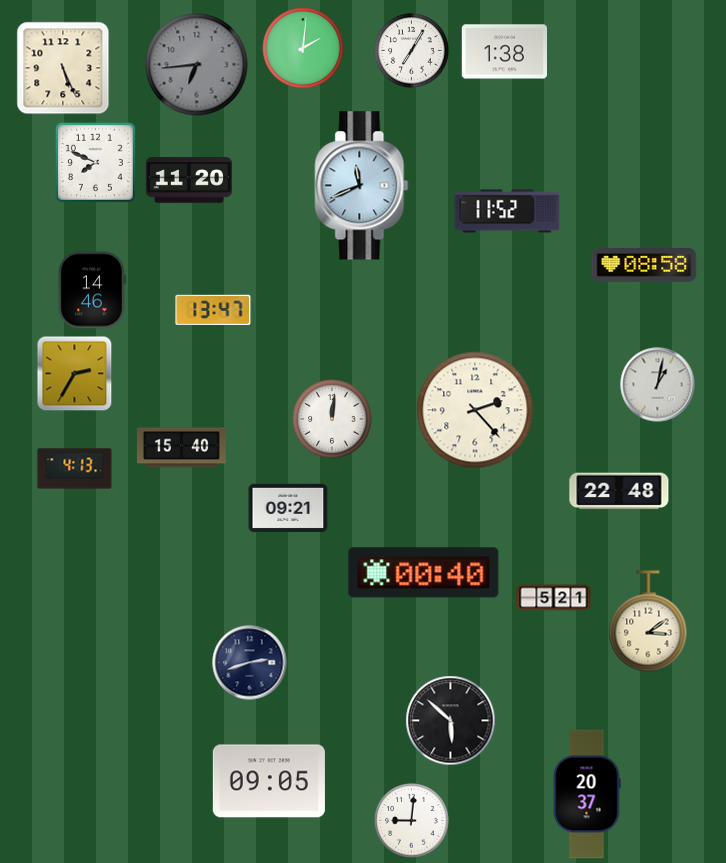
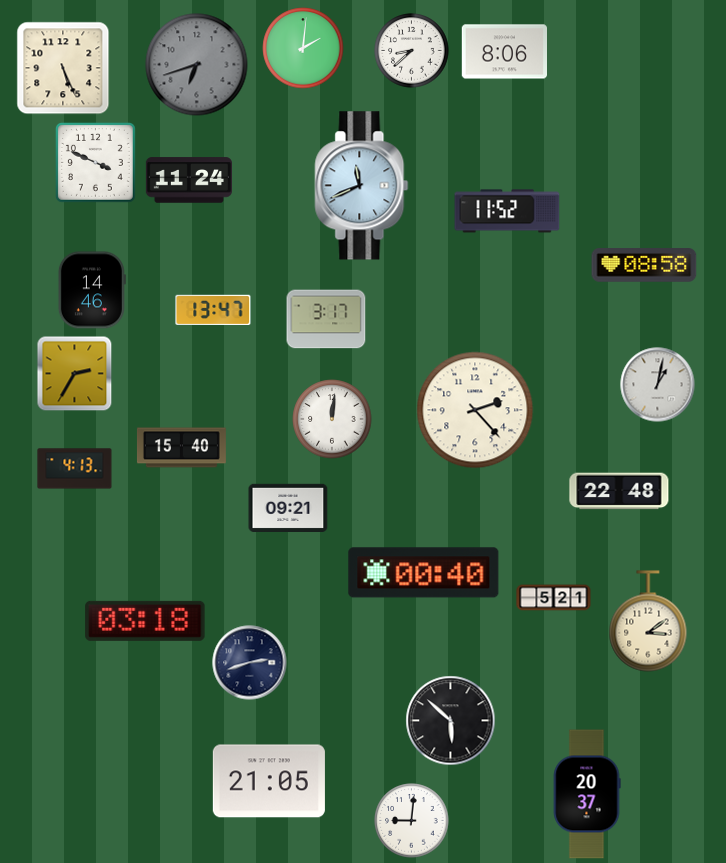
clock at (412, 51): 7:05 -> 8:38
clock at (504, 52): 1:38 -> 8:06
clock at (197, 65): 6:44 -> 6:42
clock at (96, 163): 7:49 -> 3:49
clock at (189, 180): 11:20 -> 11:24
clock at (326, 319): none -> 3:17
clock at (145, 621): none -> 03:18
clock at (269, 781): 09:05 -> 21:05
